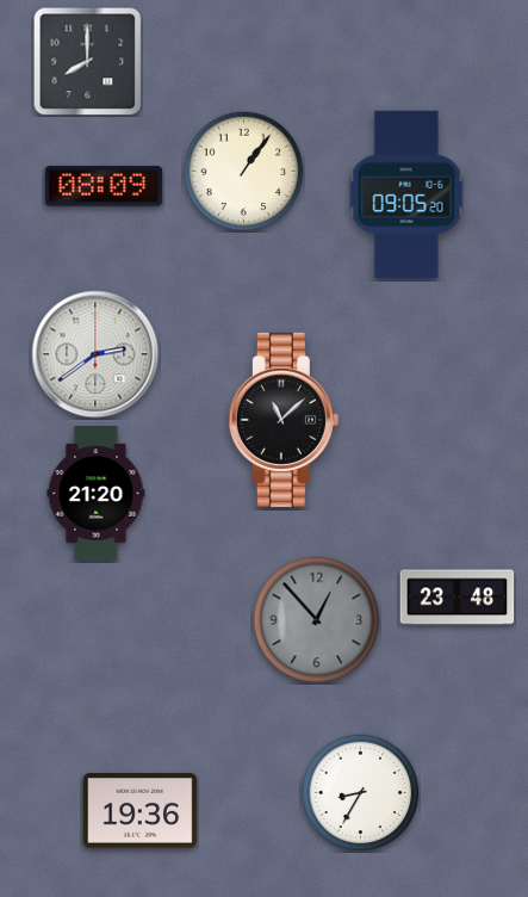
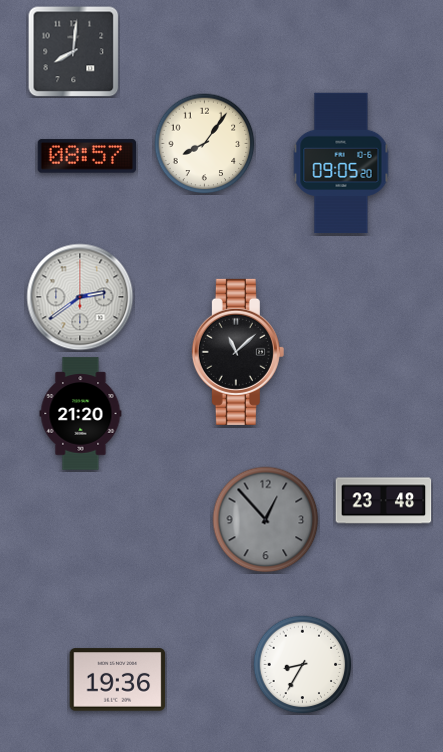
clock at (87, 61): 8:00 -> 8:01
clock at (244, 172): 1:06 -> 8:06
clock at (104, 186): 08:09 -> 08:57
